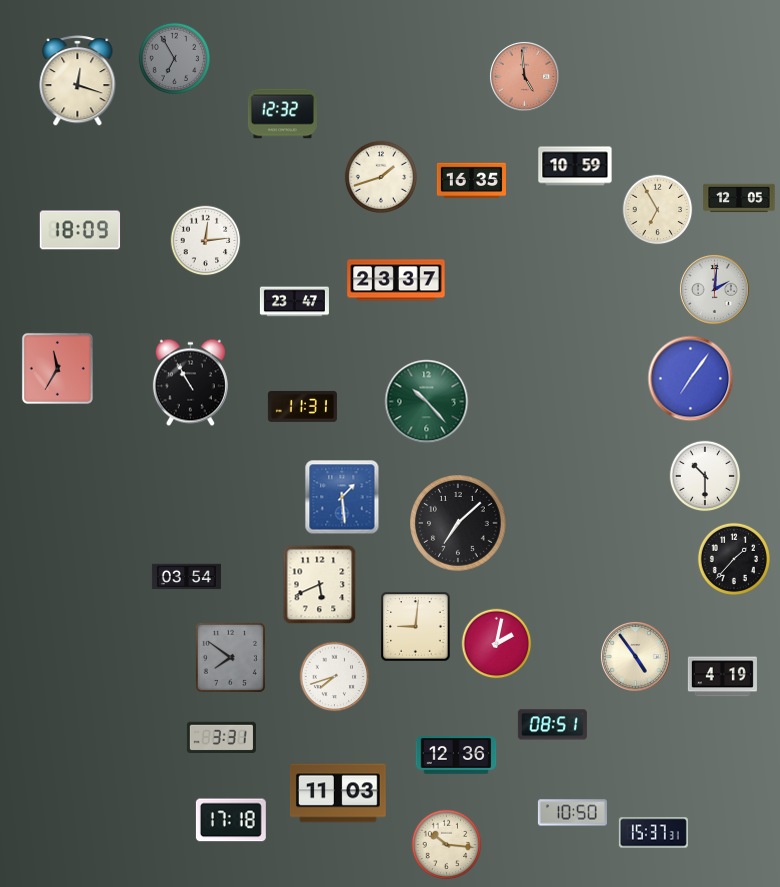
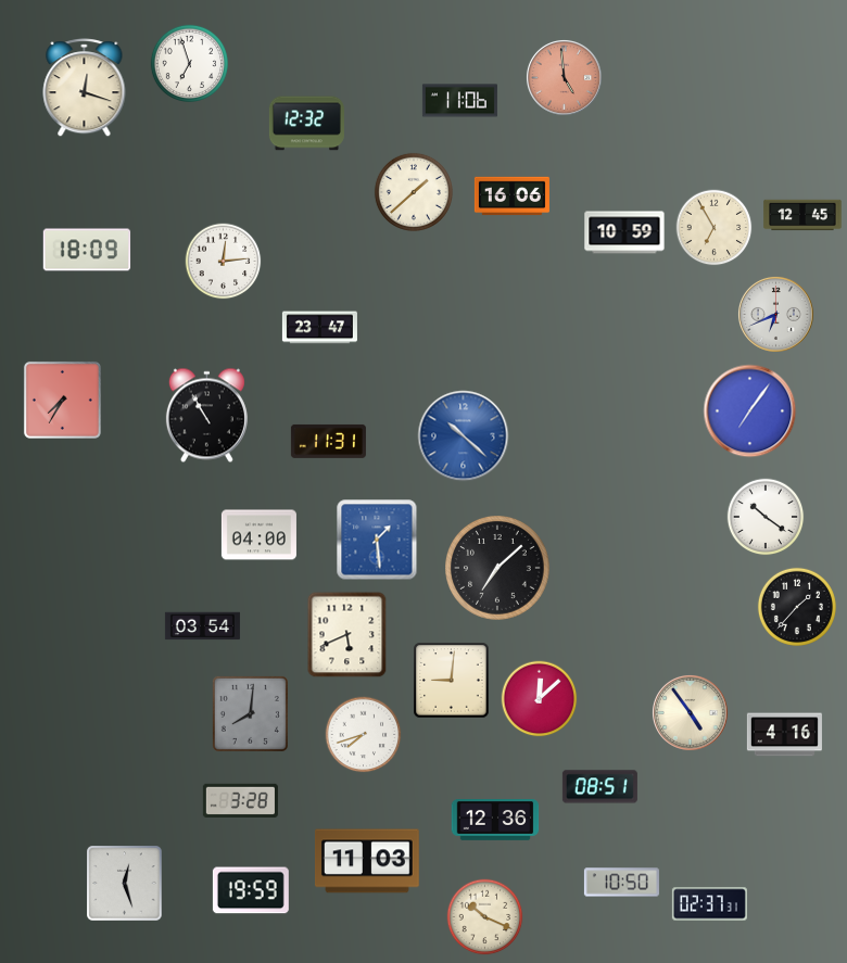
clock at (174, 58): 6:55 -> 6:57
clock at (174, 58) dial: grey -> white
clock at (524, 76) position: (524, 76) -> (564, 77)
clock at (459, 101): none -> 11:06
clock at (575, 166) position: (575, 166) -> (624, 232)
clock at (381, 177): 1:42 -> 1:38
clock at (471, 181): 16:35 -> 16:06
clock at (739, 198): 12:05 -> 12:45
clock at (396, 280): 23:37 -> none
clock at (714, 289): 2:01 -> 6:41
clock at (57, 368): 11:35 -> 7:35
clock at (427, 402): 10:23 -> 10:22
clock at (427, 402) dial: green -> blue
clock at (705, 476): 10:30 -> 10:21
clock at (258, 535): none -> 04:00
clock at (342, 497) position: (342, 497) -> (377, 540)
clock at (497, 644): 2:02 -> 12:08
clock at (230, 657): 7:51 -> 8:01
clock at (722, 677): 4:19 -> 4:16
clock at (221, 737): 3:31 -> 3:28
clock at (125, 884): none -> 12:27
clock at (231, 820): 17:18 -> 19:59
clock at (653, 833): 15:37 -> 02:37
clock at (447, 845): 10:16 -> 10:19
